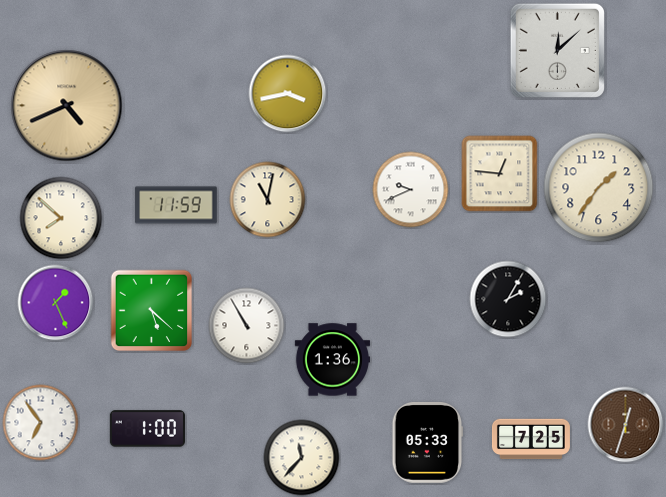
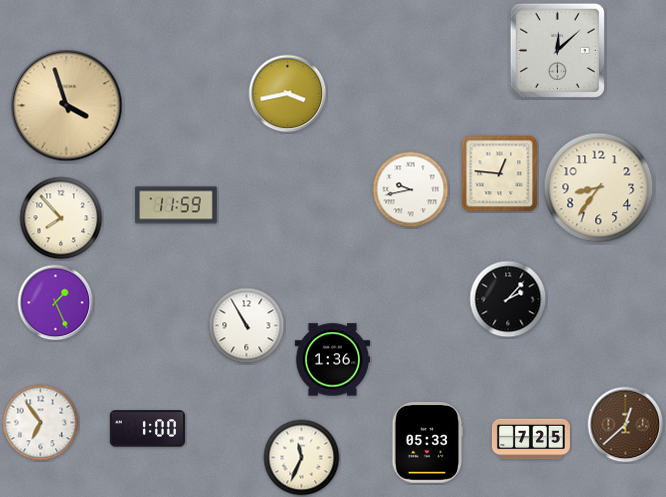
clock at (67, 106): 4:41 -> 3:57
clock at (599, 188): 1:36 -> 8:36
clock at (411, 190): 9:41 -> 9:43
clock at (268, 200): 11:02 -> none
clock at (61, 218): 7:52 -> 7:53
clock at (508, 299): 2:05 -> 2:07
clock at (152, 311): 5:22 -> none
clock at (626, 425): 12:33 -> 12:38
clock at (302, 458): 11:37 -> 11:34
